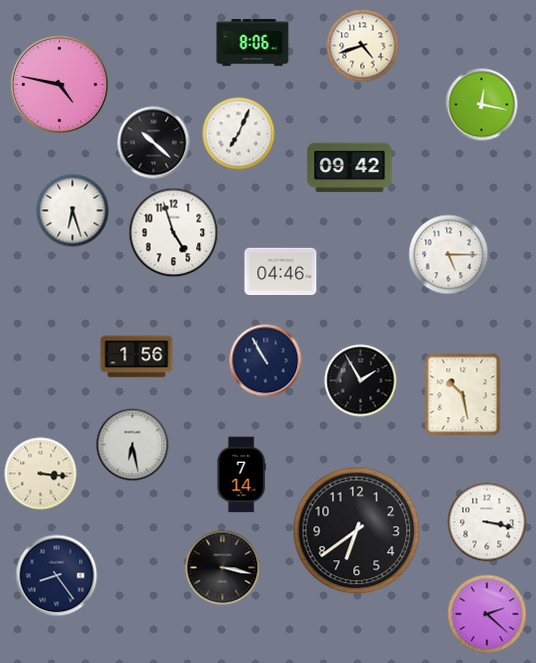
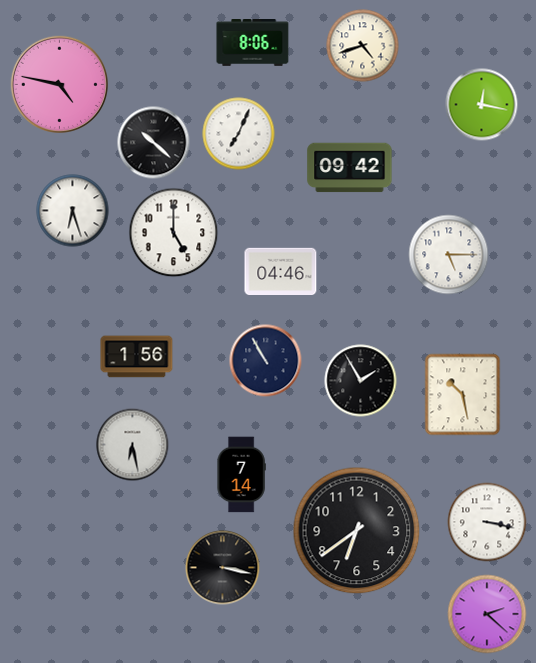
clock at (174, 233): 4:57 -> 5:00
clock at (41, 474): 3:16 -> none
clock at (57, 576): 8:24 -> none
